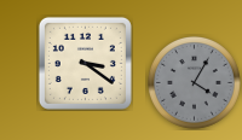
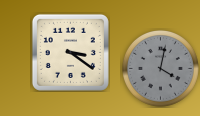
clock at (194, 82): 4:05 -> 4:02
